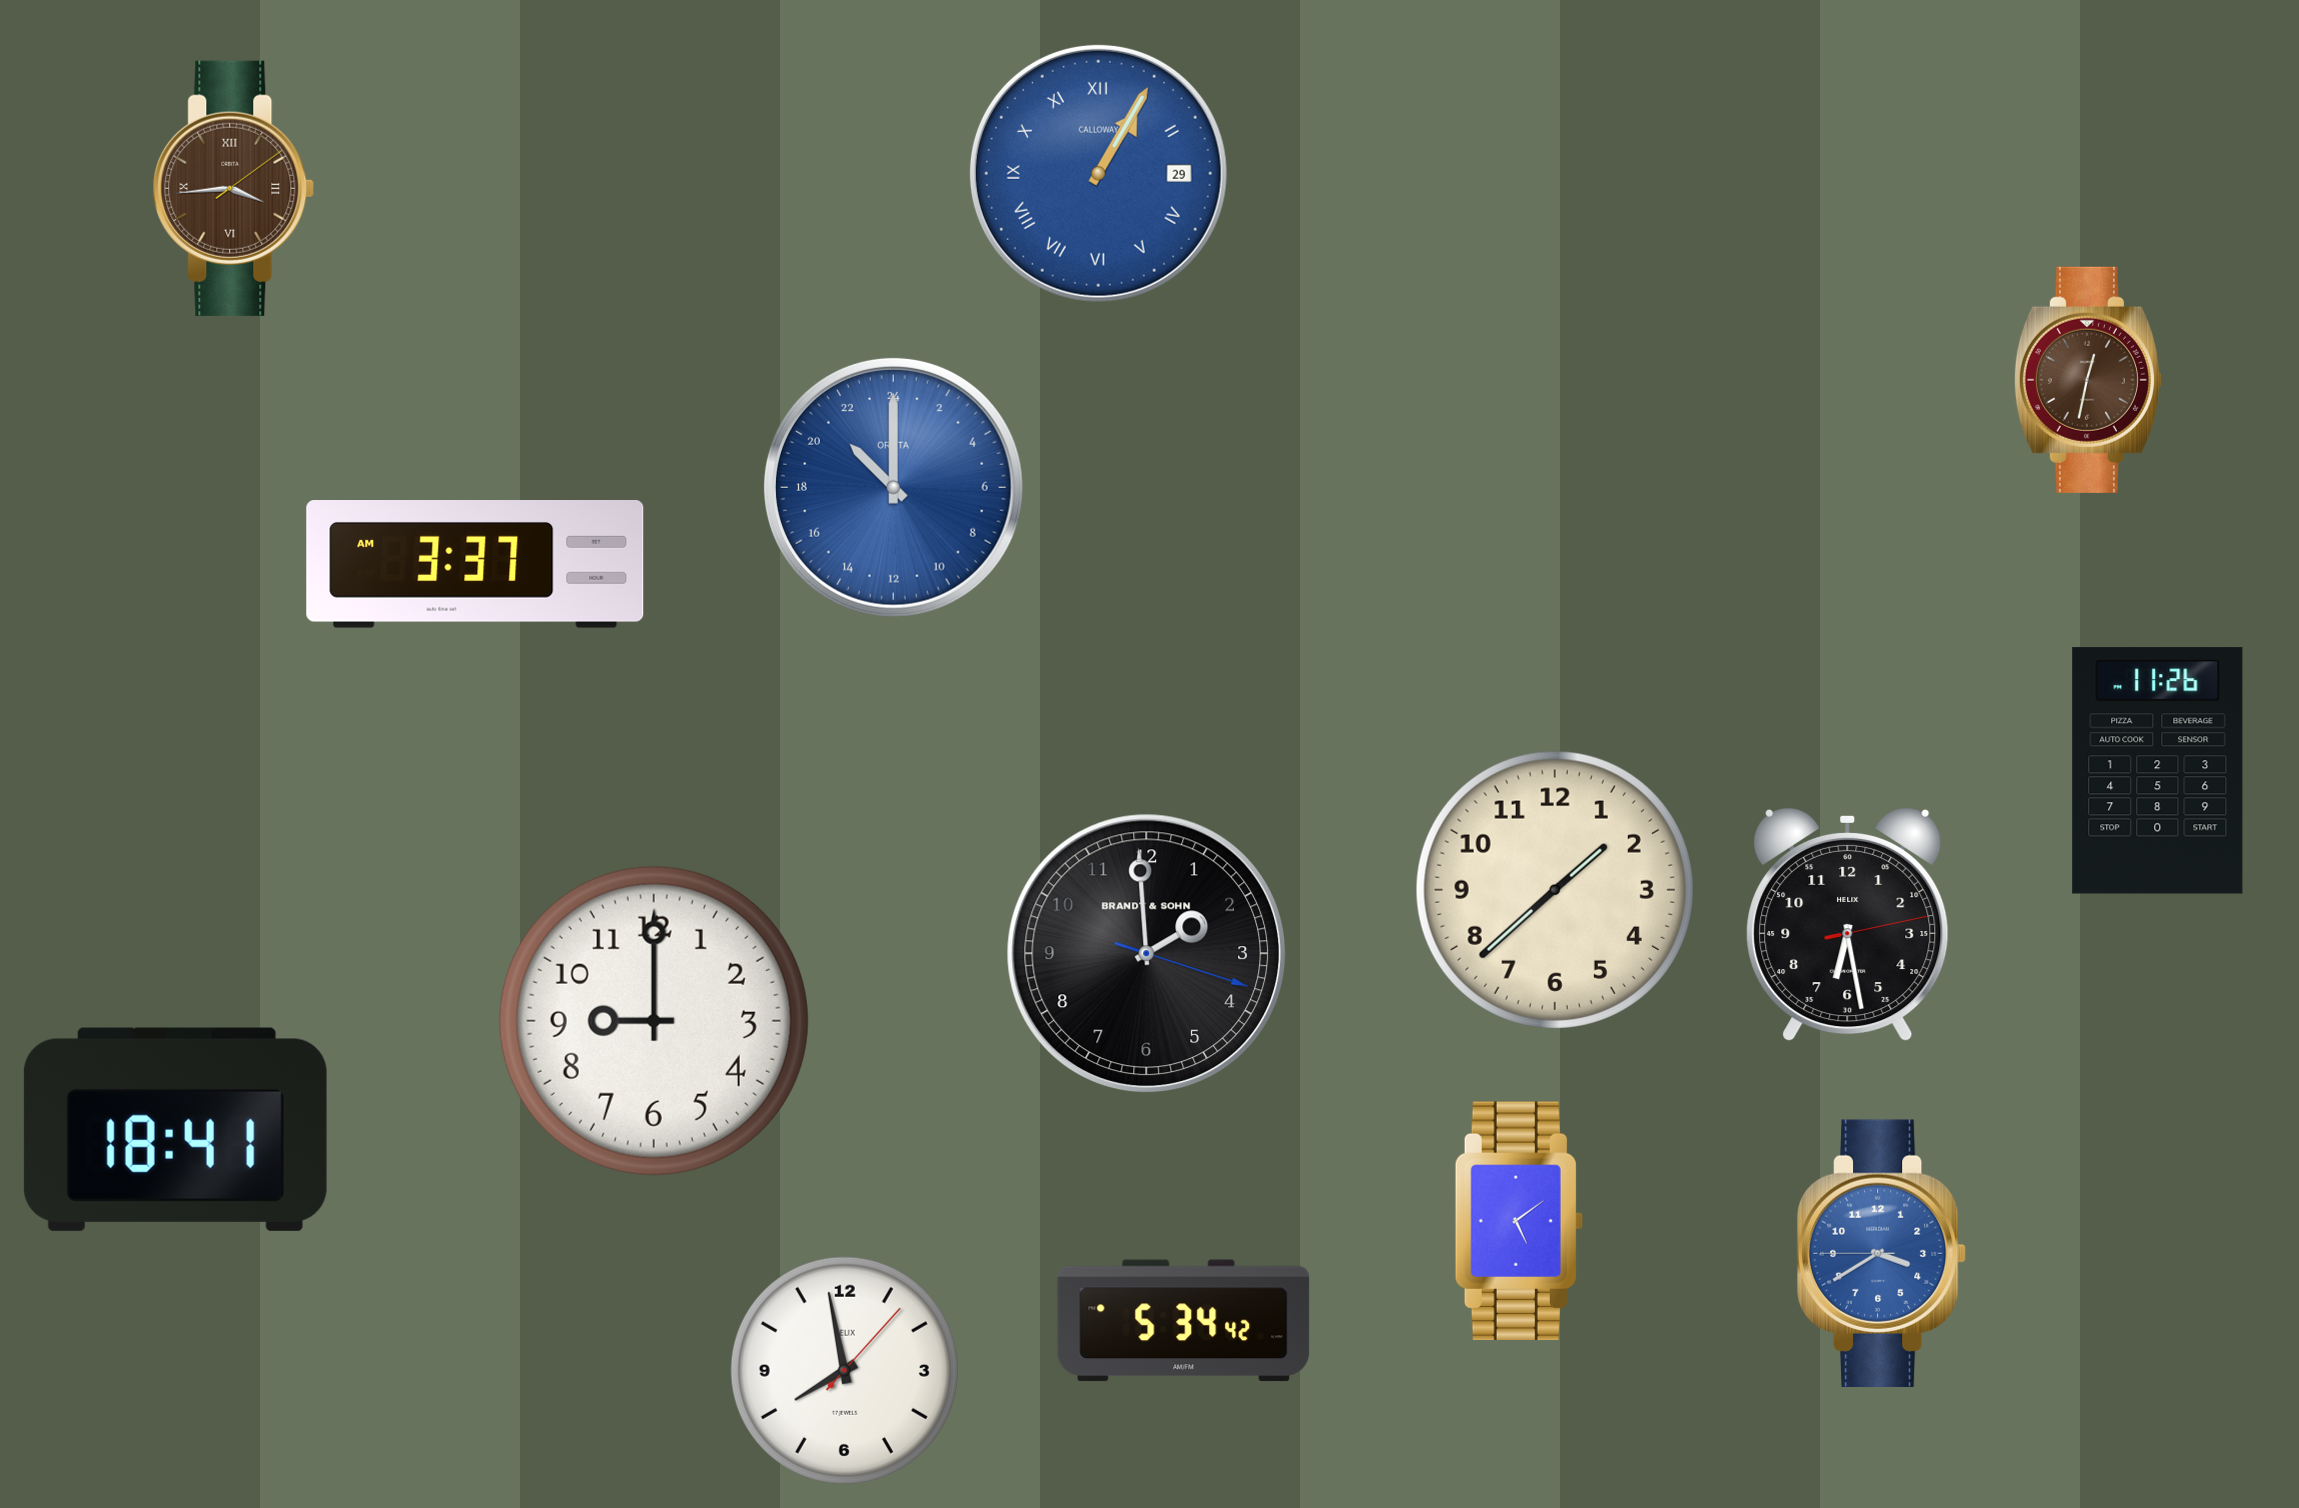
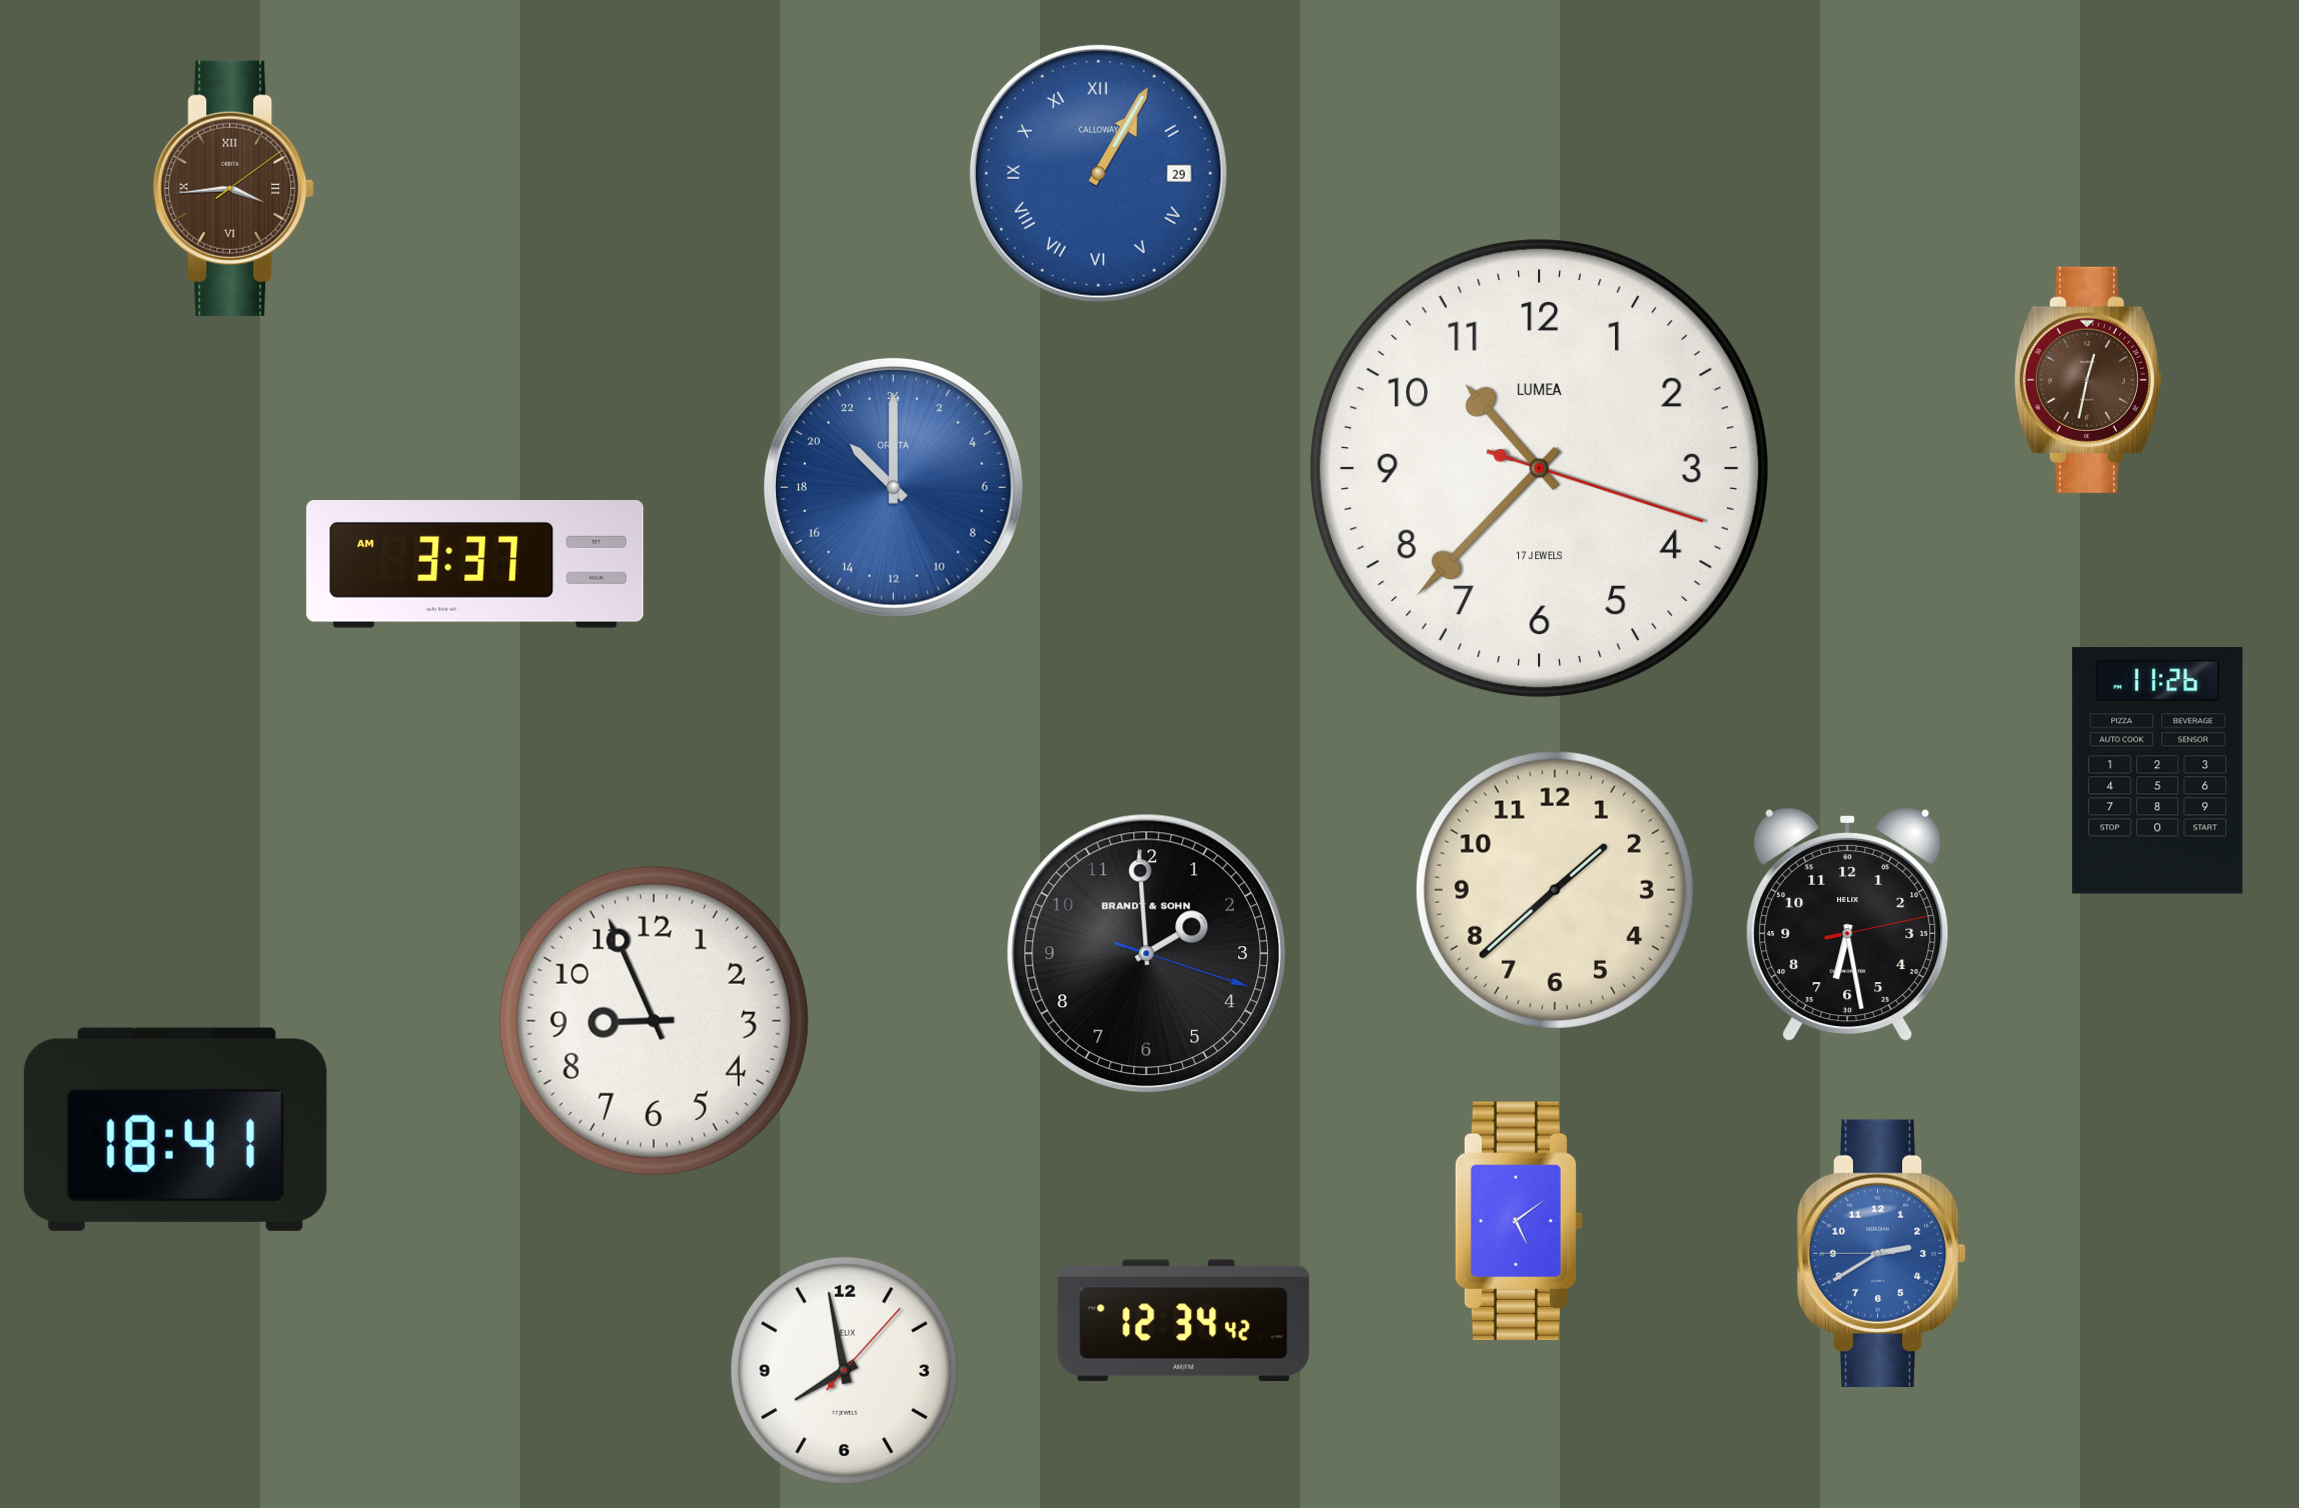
clock at (1540, 469): none -> 10:37
clock at (654, 1021): 9:00 -> 8:56
clock at (1882, 1253): 3:39 -> 2:39
clock at (1184, 1321): 5:34 -> 12:34
